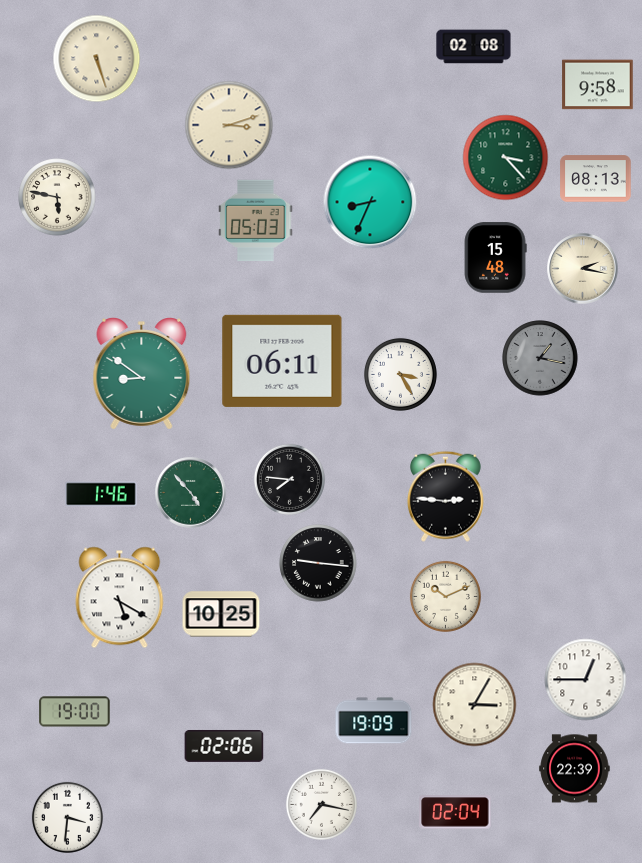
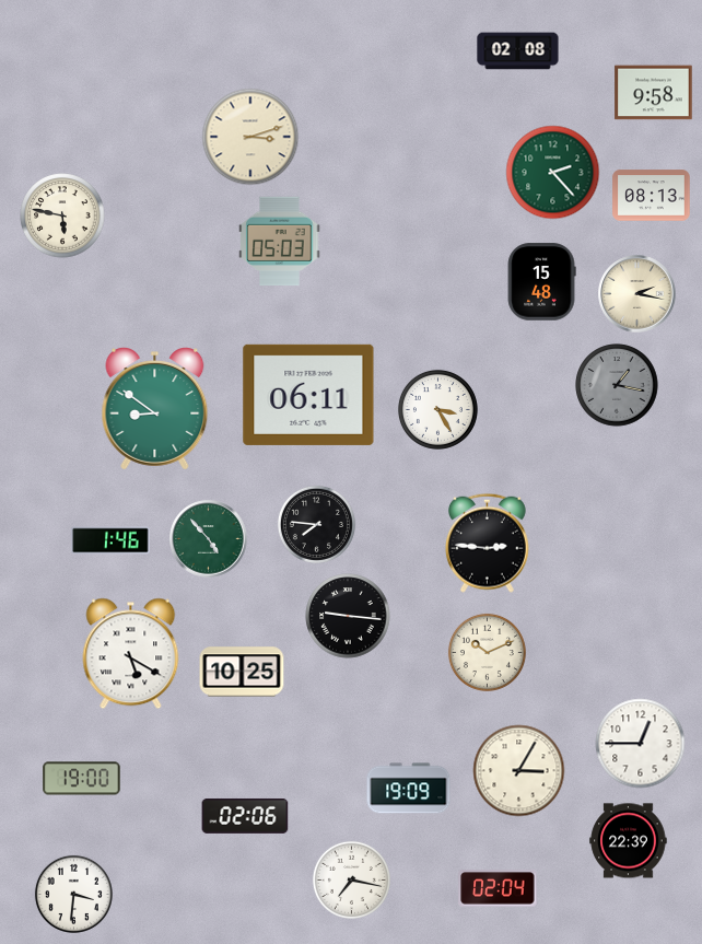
clock at (97, 59): 5:27 -> none
clock at (506, 158): 3:23 -> 2:23
clock at (370, 202): 8:34 -> none
clock at (540, 358) position: (540, 358) -> (617, 385)
